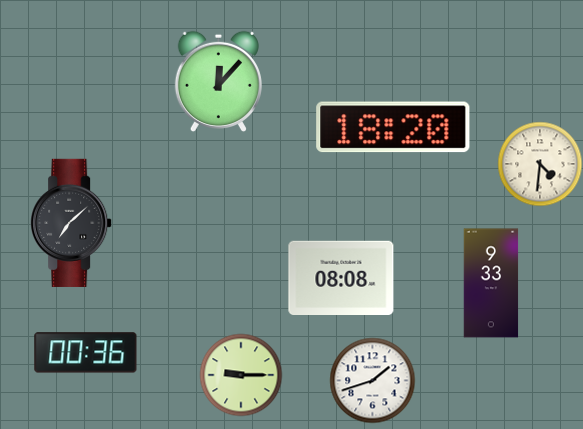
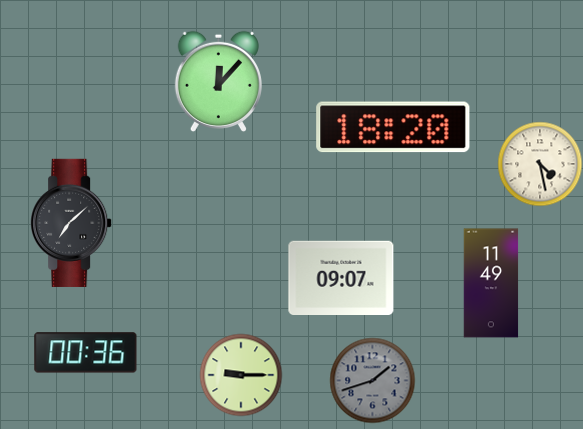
clock at (540, 164): 4:31 -> 4:28
clock at (341, 277): 08:08 -> 09:07
clock at (491, 283): 9:33 -> 11:49
clock at (372, 380) dial: white -> grey
